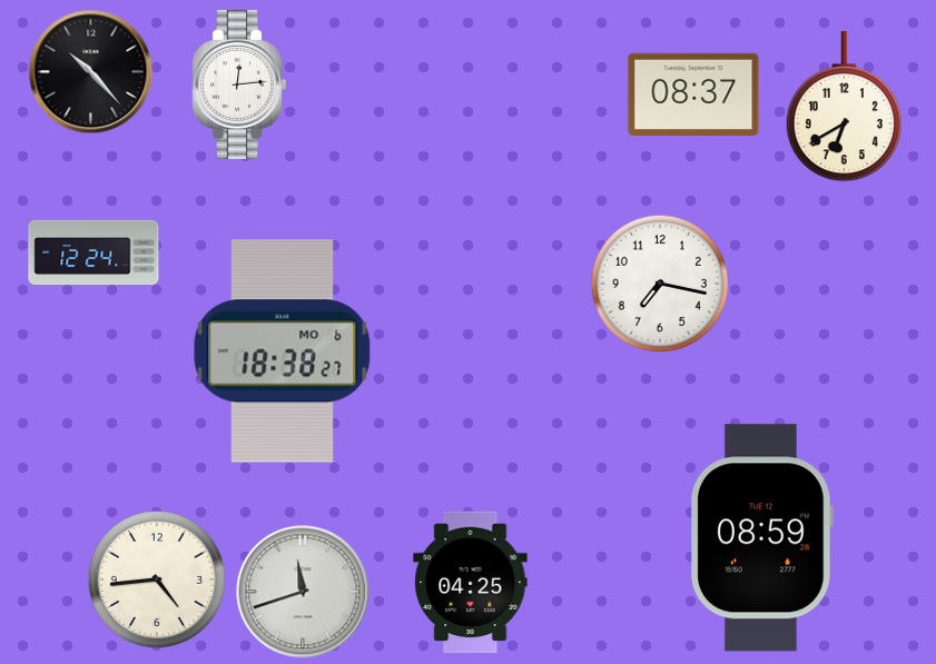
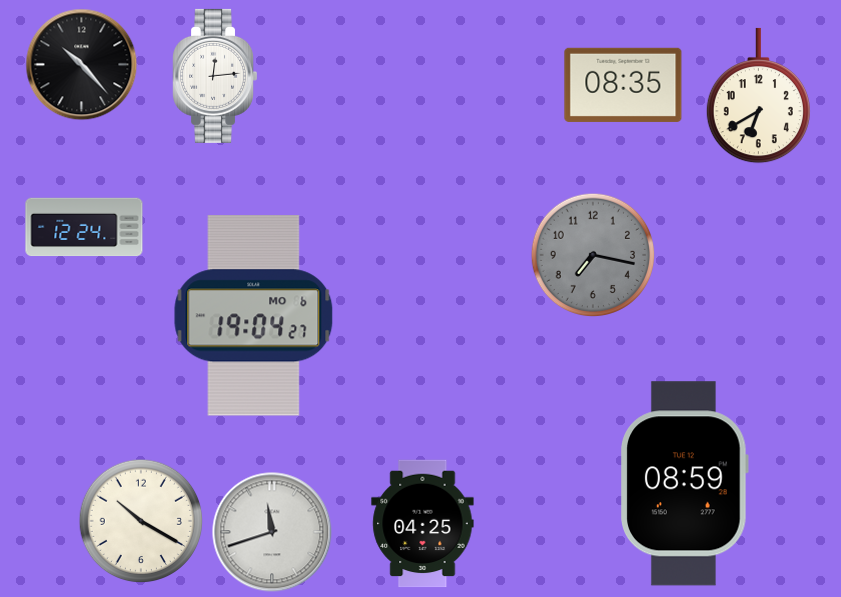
clock at (693, 95): 08:37 -> 08:35
clock at (660, 284) dial: white -> grey
clock at (283, 351): 18:38 -> 19:04
clock at (157, 579): 4:44 -> 10:20
